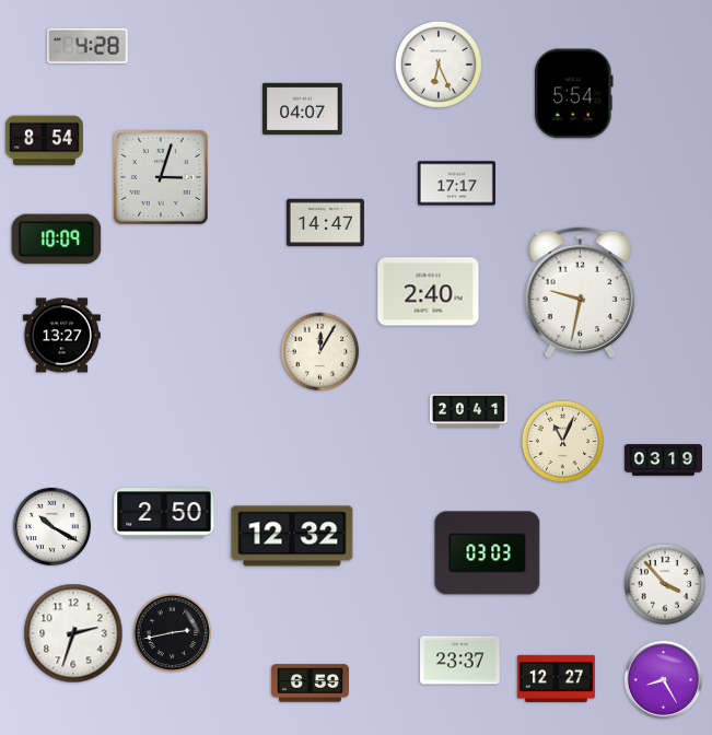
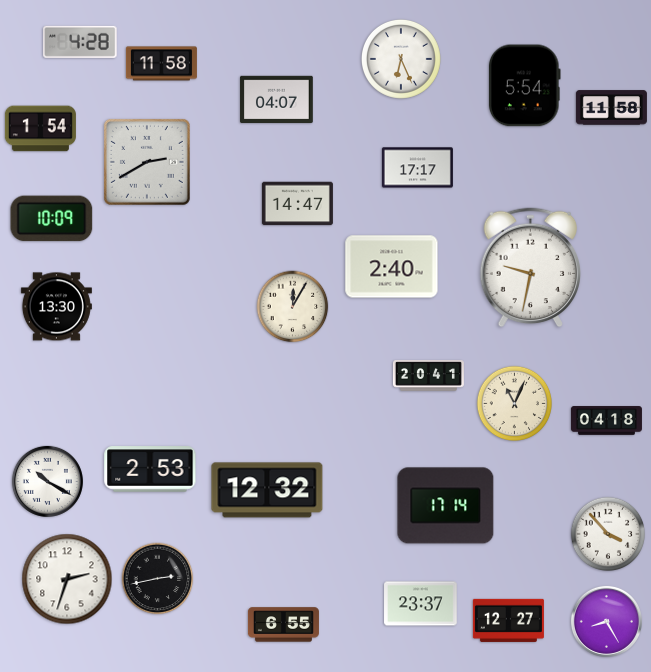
clock at (161, 64): none -> 11:58
clock at (611, 108): none -> 11:58
clock at (44, 141): 8:54 -> 1:54
clock at (161, 177): 3:03 -> 2:40
clock at (61, 336): 13:27 -> 13:30
clock at (320, 352) position: (320, 352) -> (293, 307)
clock at (663, 460): 03:19 -> 04:18
clock at (164, 513): 2:50 -> 2:53
clock at (488, 553): 03:03 -> 17:14
clock at (310, 684): 6:59 -> 6:55
